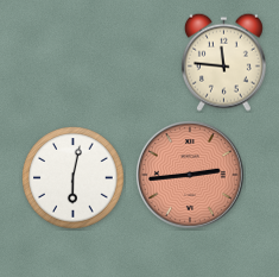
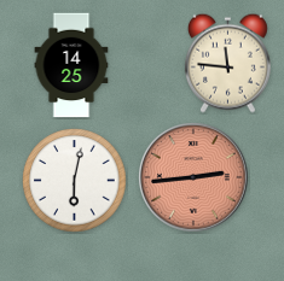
clock at (71, 65): none -> 14:25
